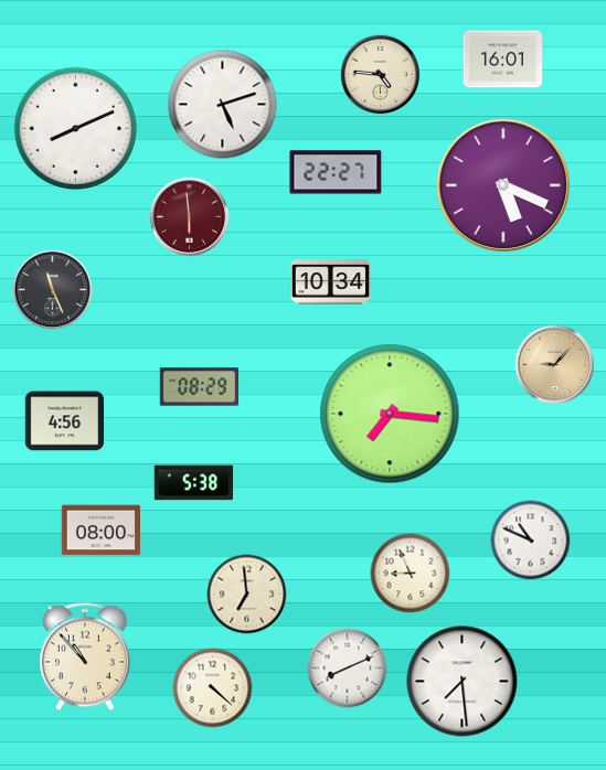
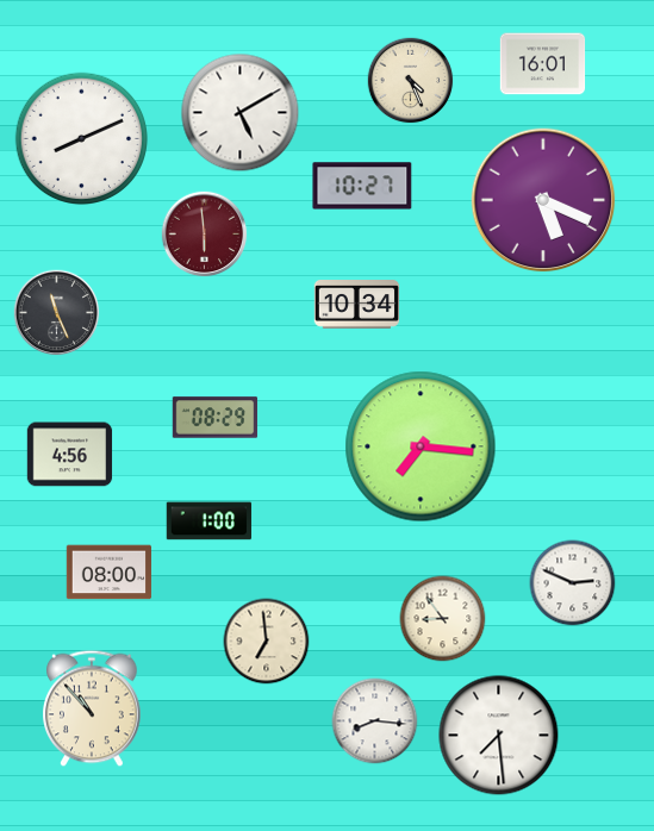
clock at (381, 75): 4:46 -> 4:26
clock at (223, 105): 5:12 -> 5:10
clock at (336, 172): 22:27 -> 10:27
clock at (555, 365): 9:07 -> none
clock at (194, 483): 5:38 -> 1:00
clock at (531, 541): 10:49 -> 2:49
clock at (411, 574): 8:56 -> 8:54
clock at (348, 669): 8:11 -> 8:16
clock at (213, 688): 4:22 -> none
